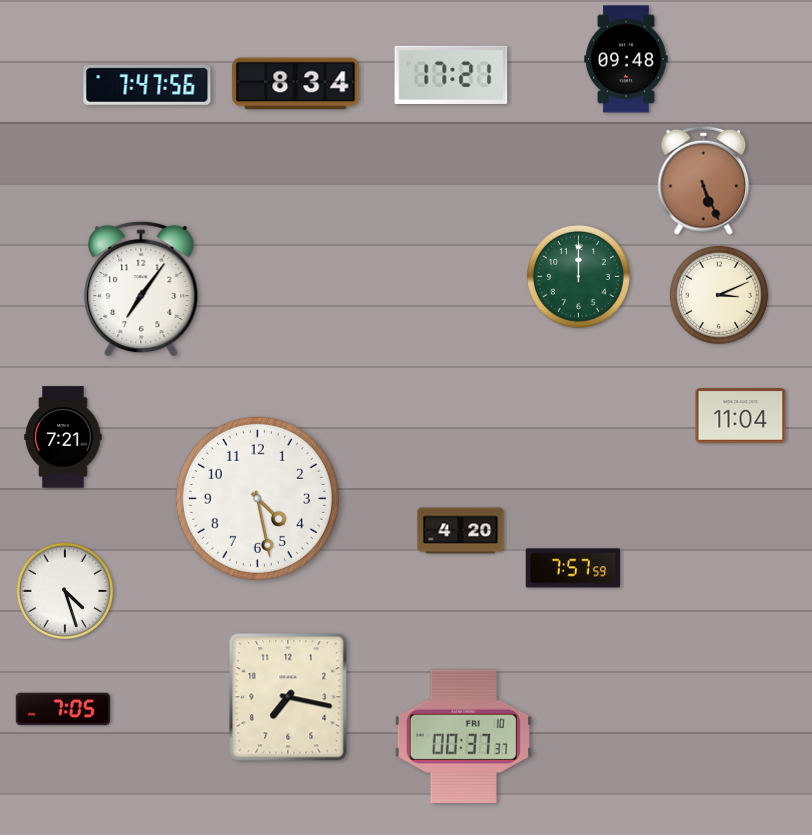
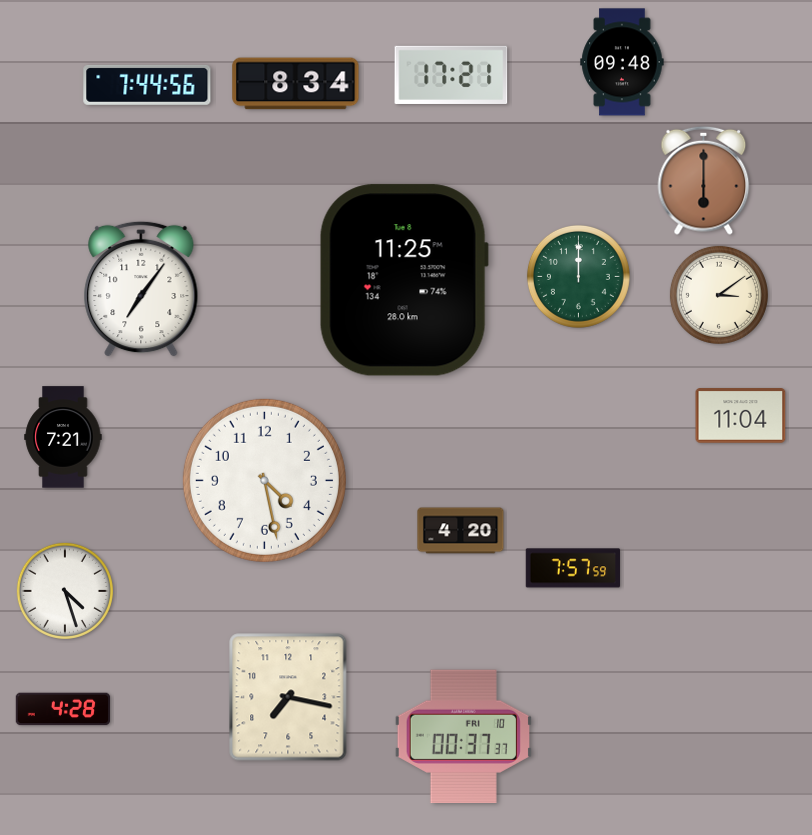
clock at (626, 59) position: (626, 59) -> (622, 62)
clock at (147, 85): 7:47 -> 7:44
clock at (704, 180): 5:26 -> 6:00
clock at (404, 280): none -> 11:25
clock at (719, 295): 3:11 -> 3:09
clock at (257, 498) position: (257, 498) -> (264, 480)
clock at (63, 709): 7:05 -> 4:28
